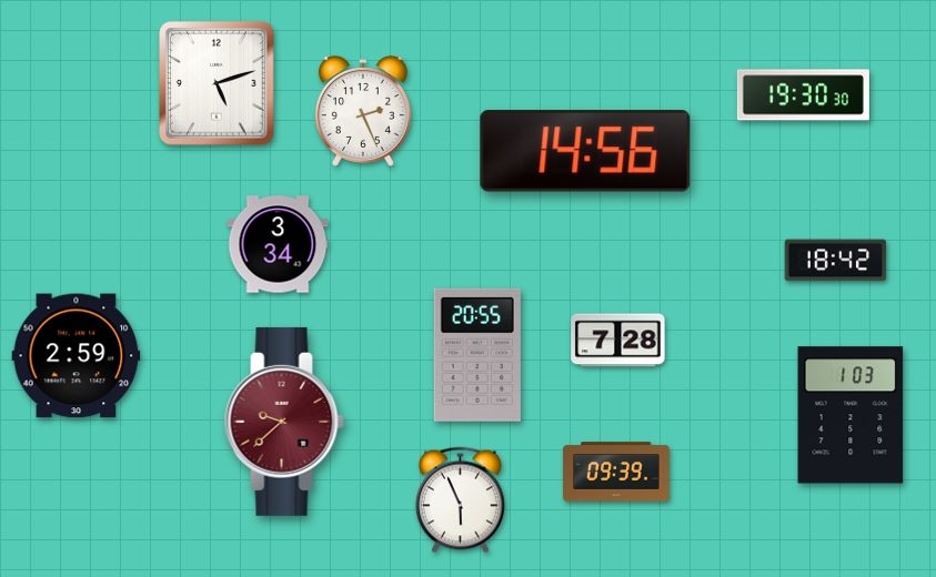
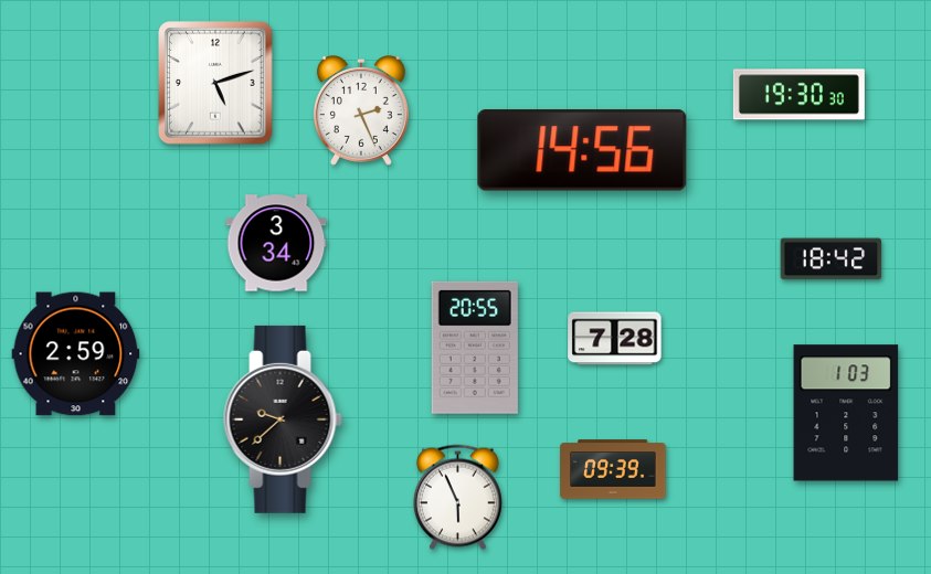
clock at (477, 355) position: (477, 355) -> (475, 348)
clock at (284, 422) dial: burgundy -> black
